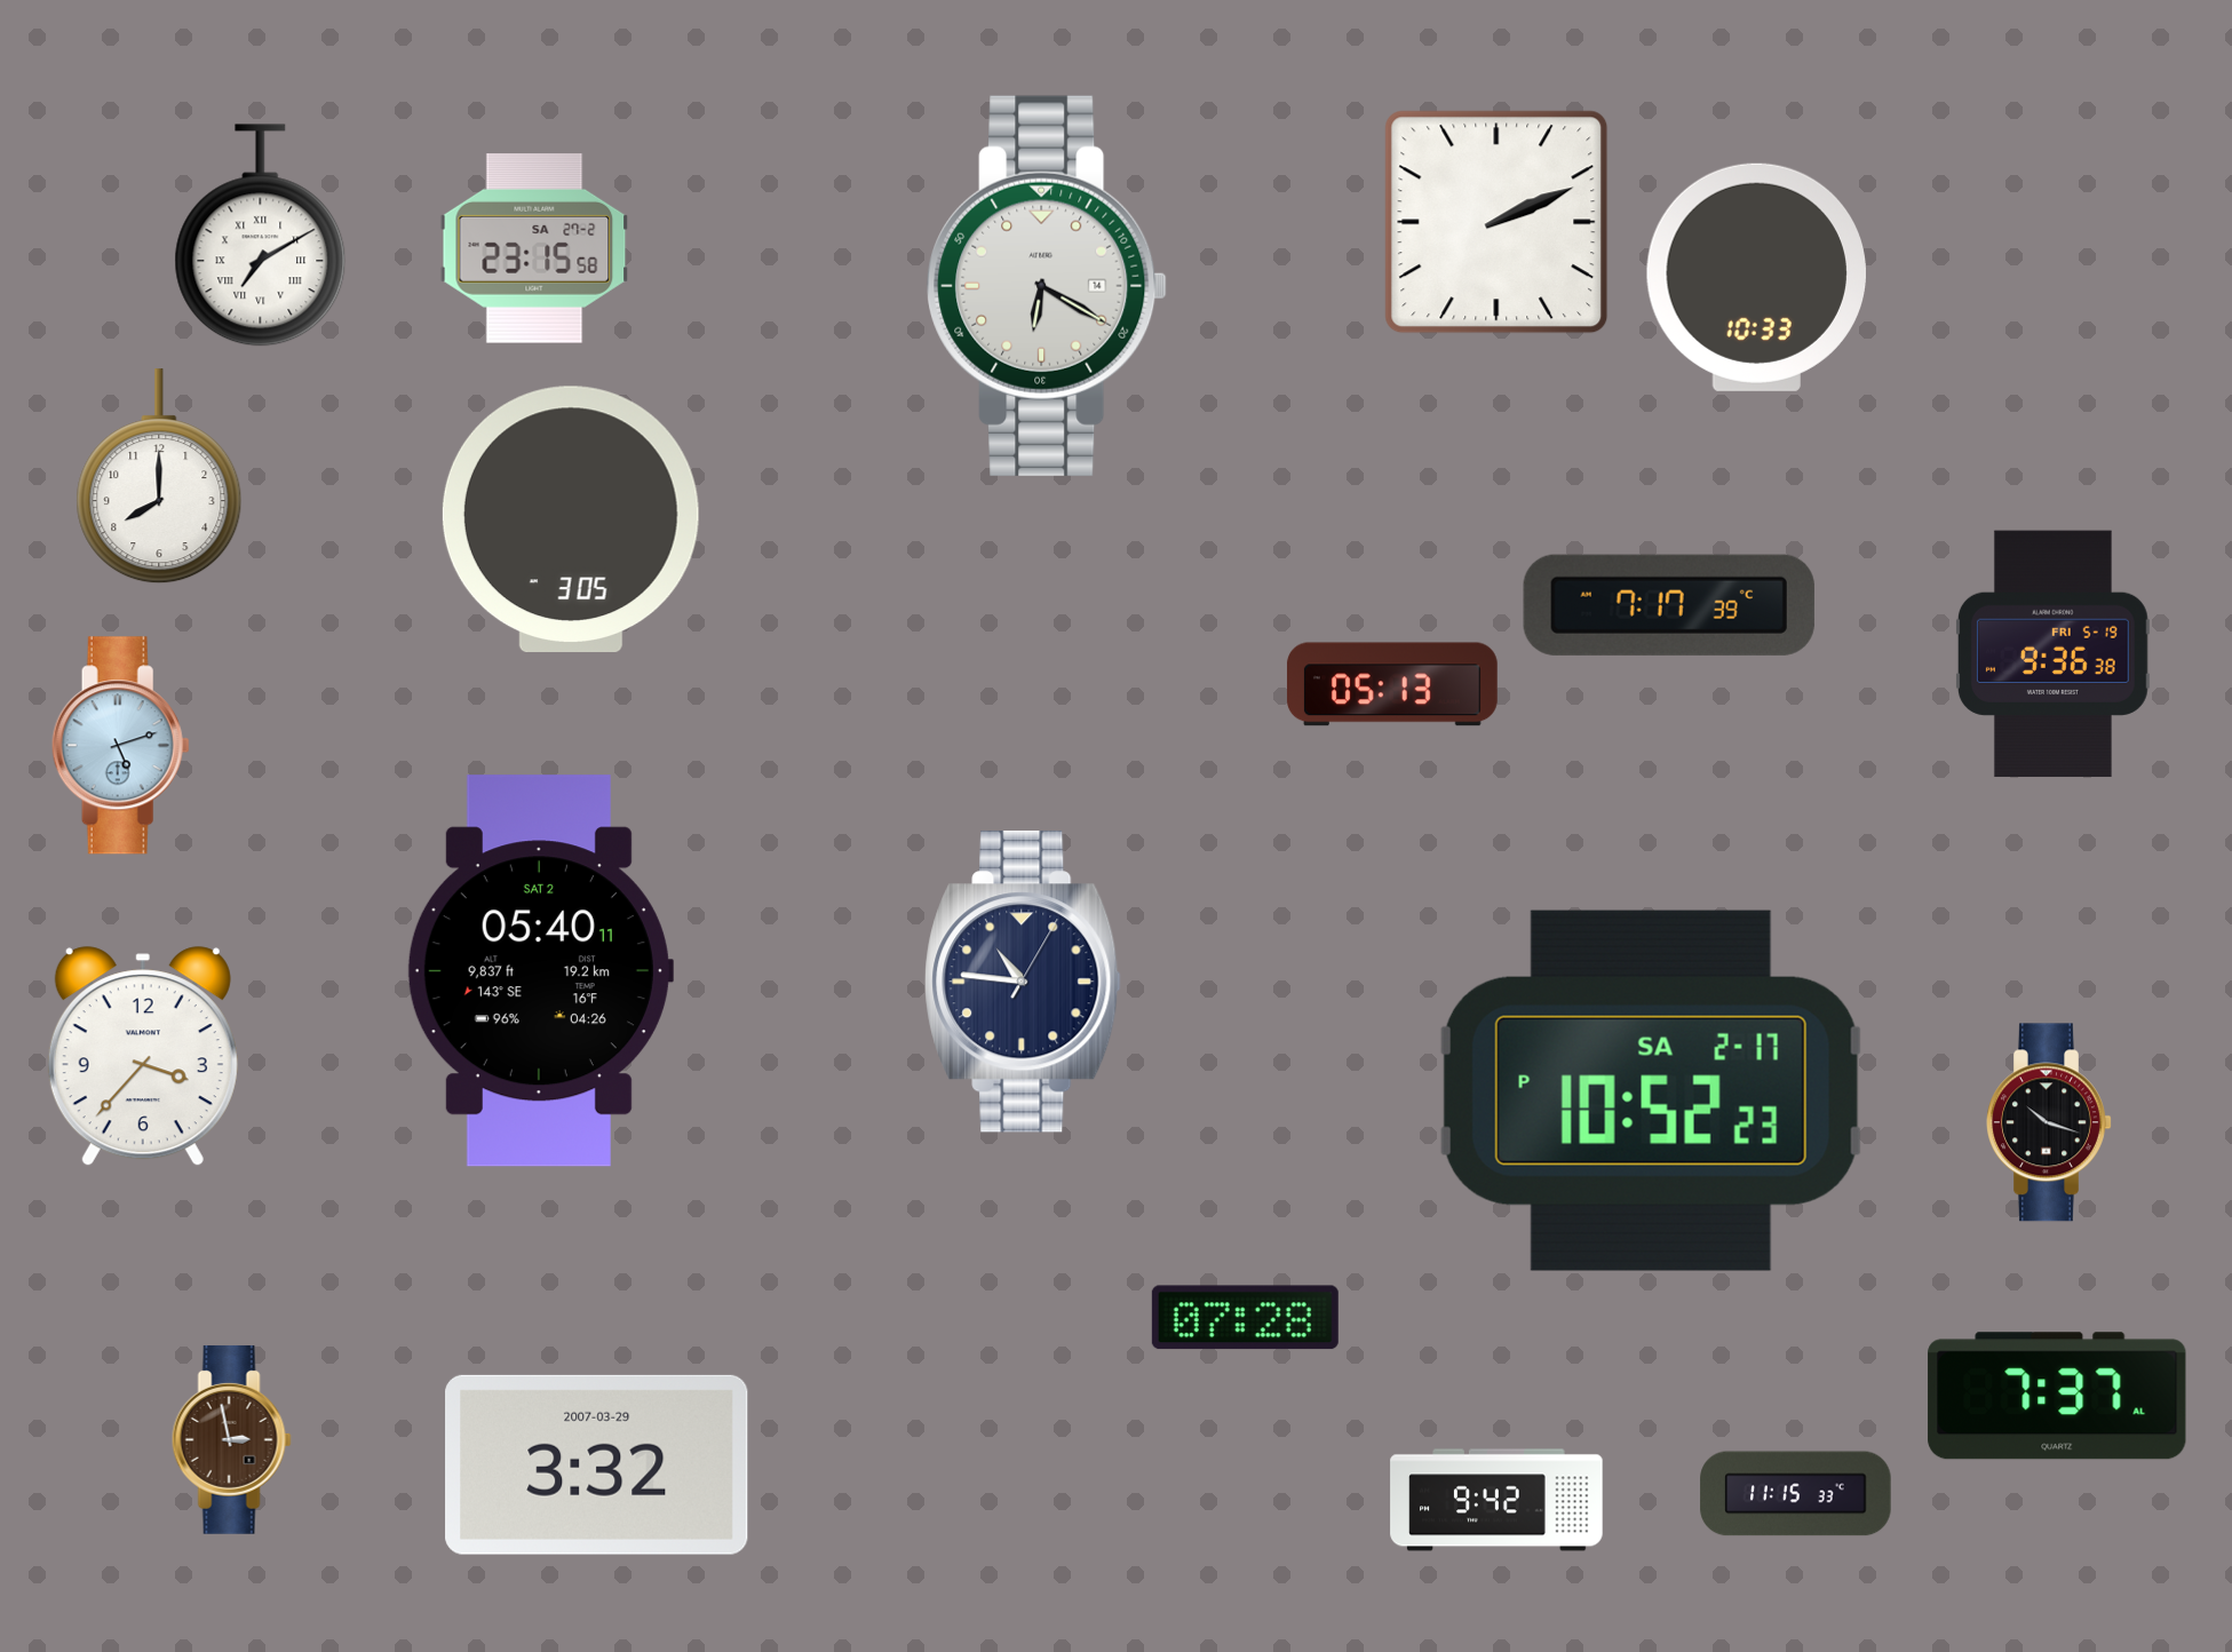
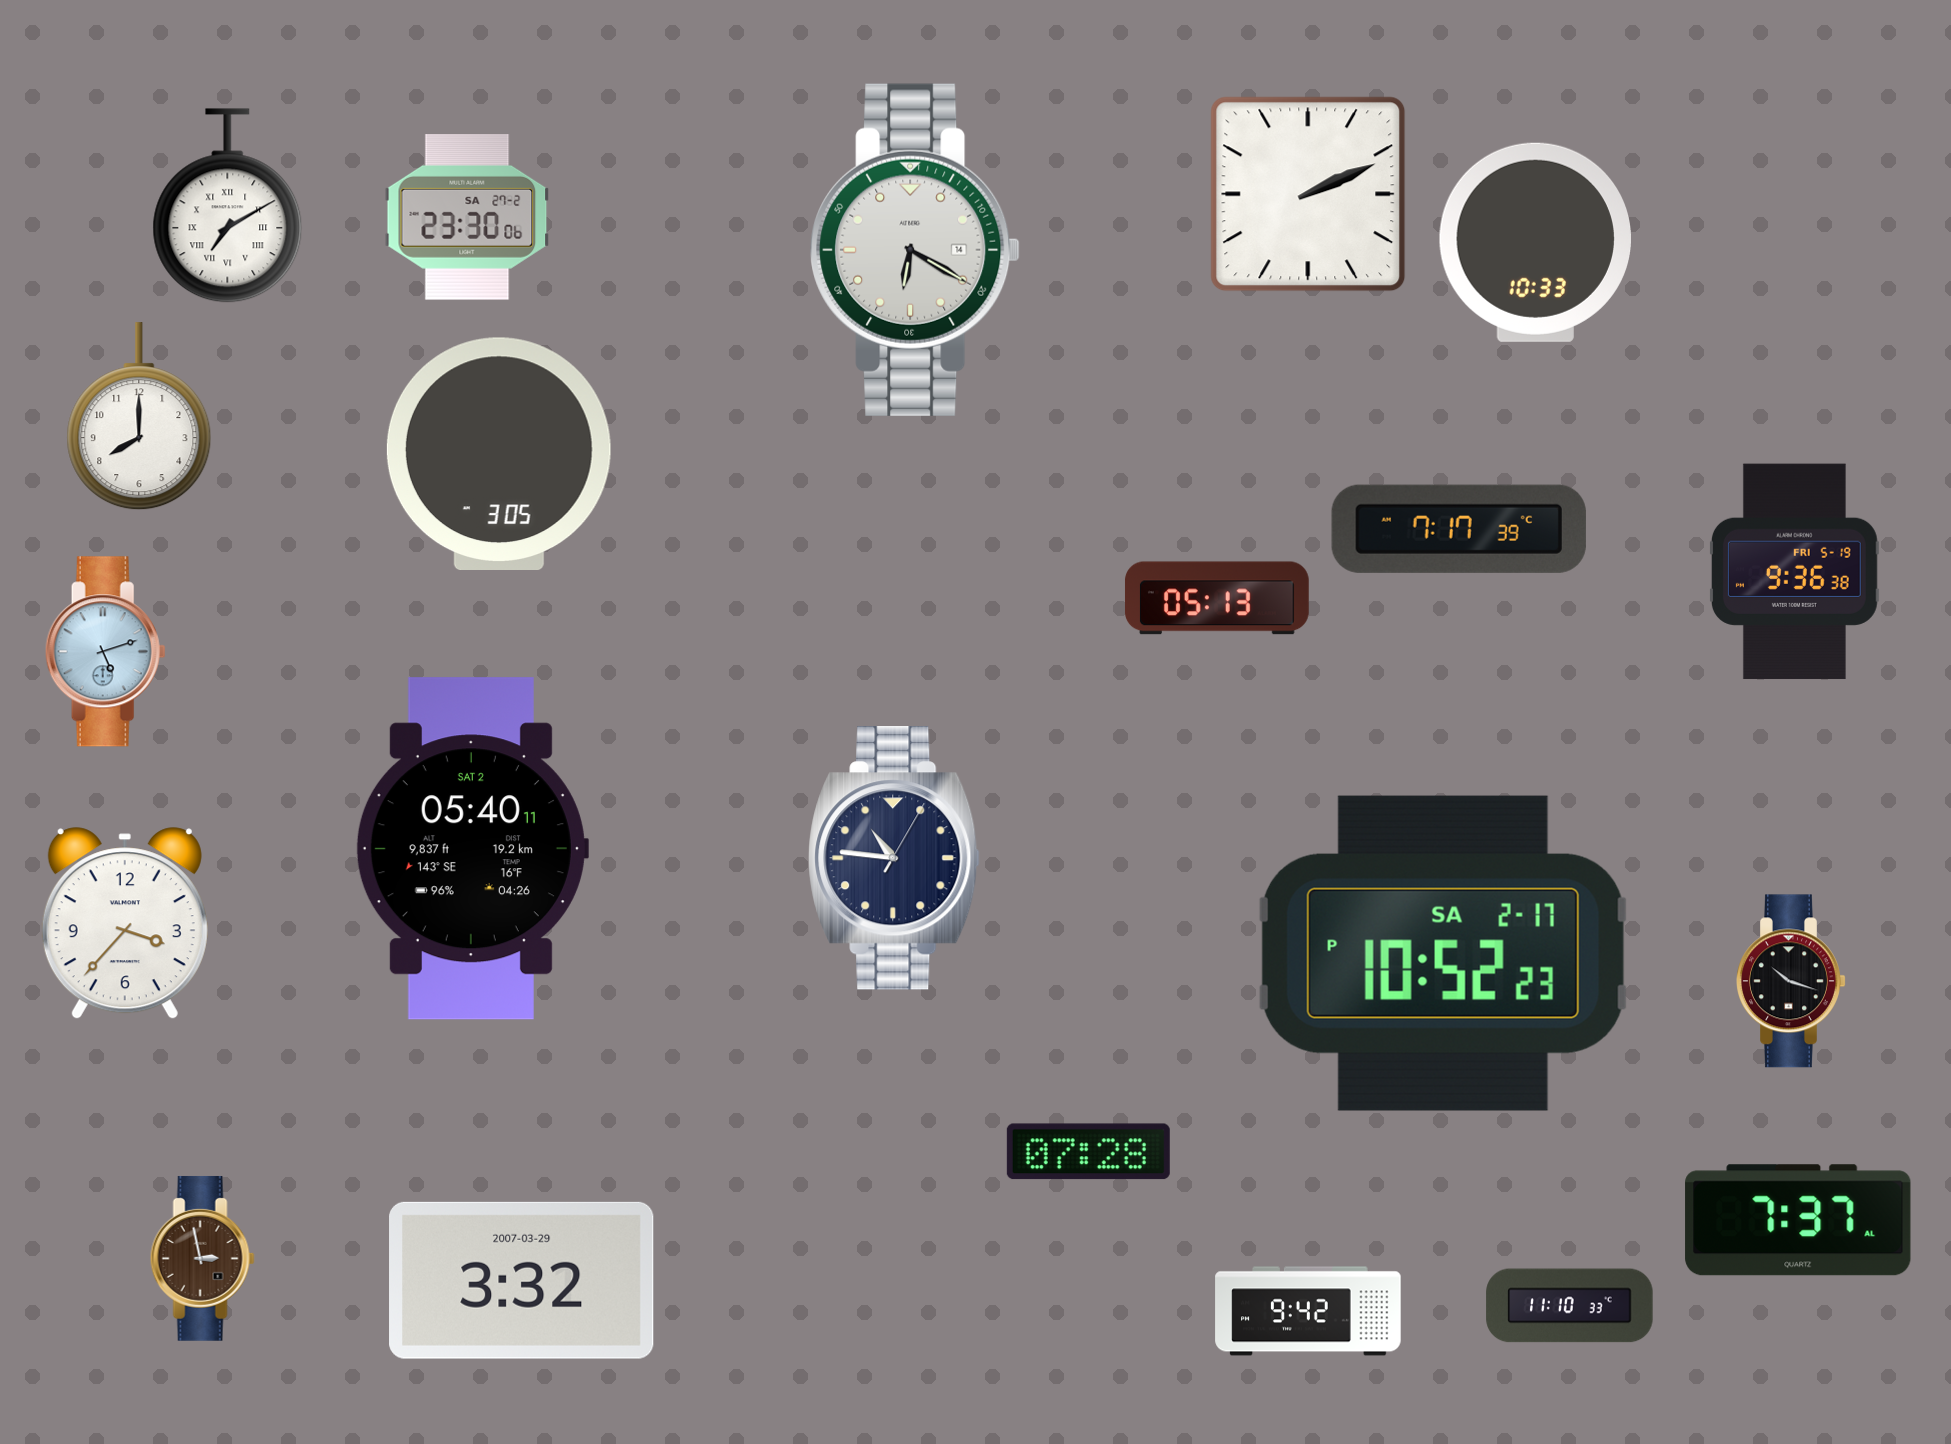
clock at (534, 249): 23:15 -> 23:30
clock at (1796, 1494): 11:15 -> 11:10
